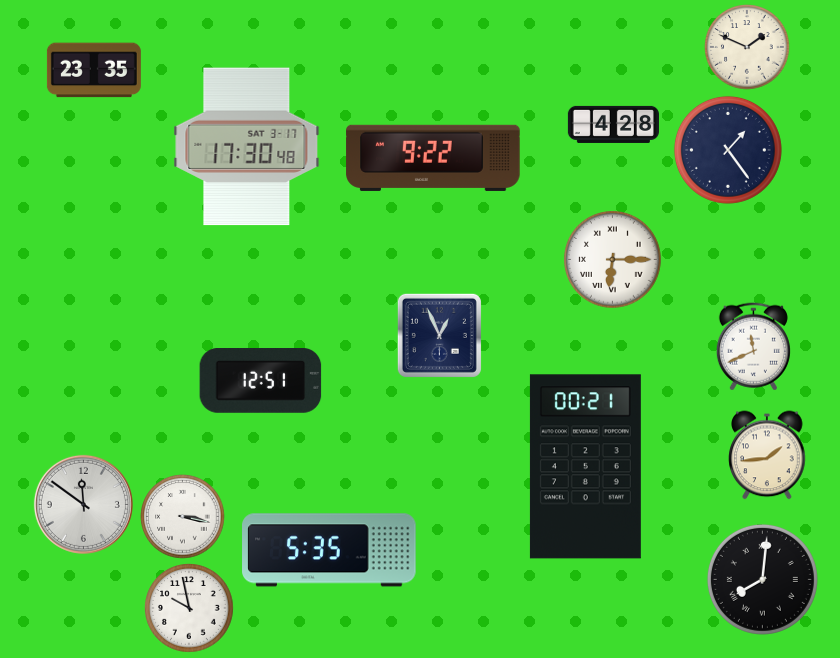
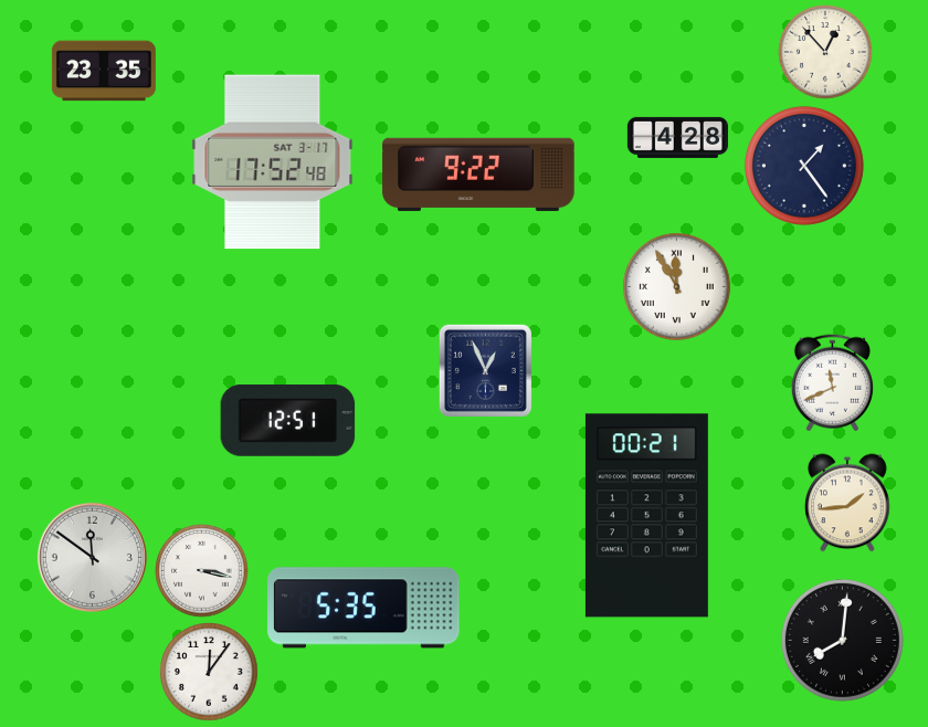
clock at (747, 47): 1:49 -> 12:53
clock at (94, 70) position: (94, 70) -> (104, 71)
clock at (247, 147): 17:30 -> 17:52
clock at (613, 260): 6:15 -> 11:55
clock at (189, 608): 9:58 -> 12:06
